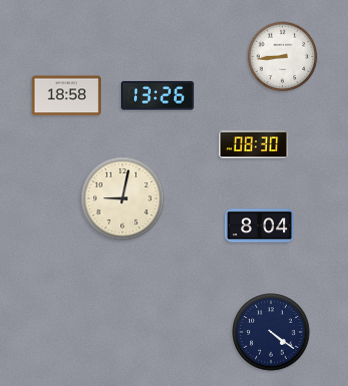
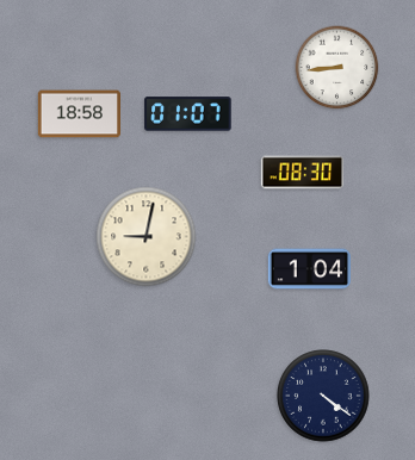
clock at (158, 96): 13:26 -> 01:07
clock at (259, 226): 8:04 -> 1:04
